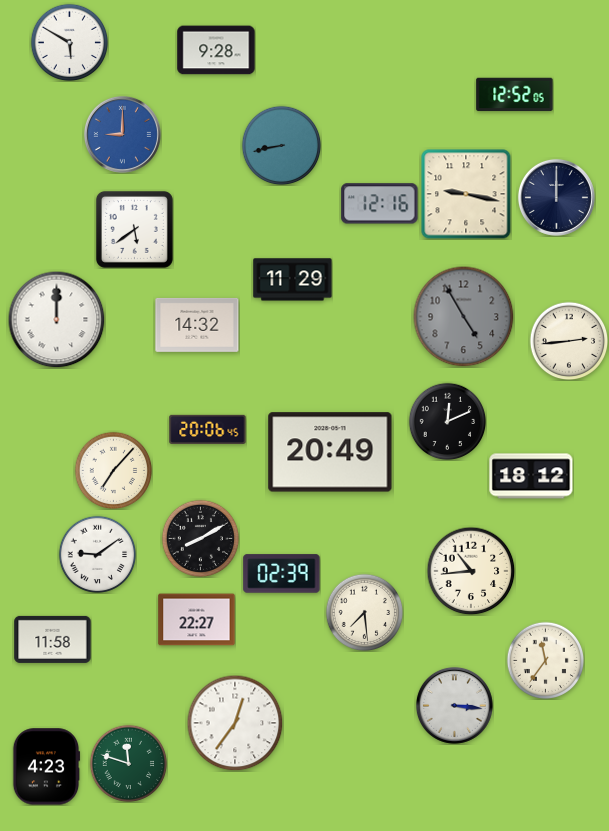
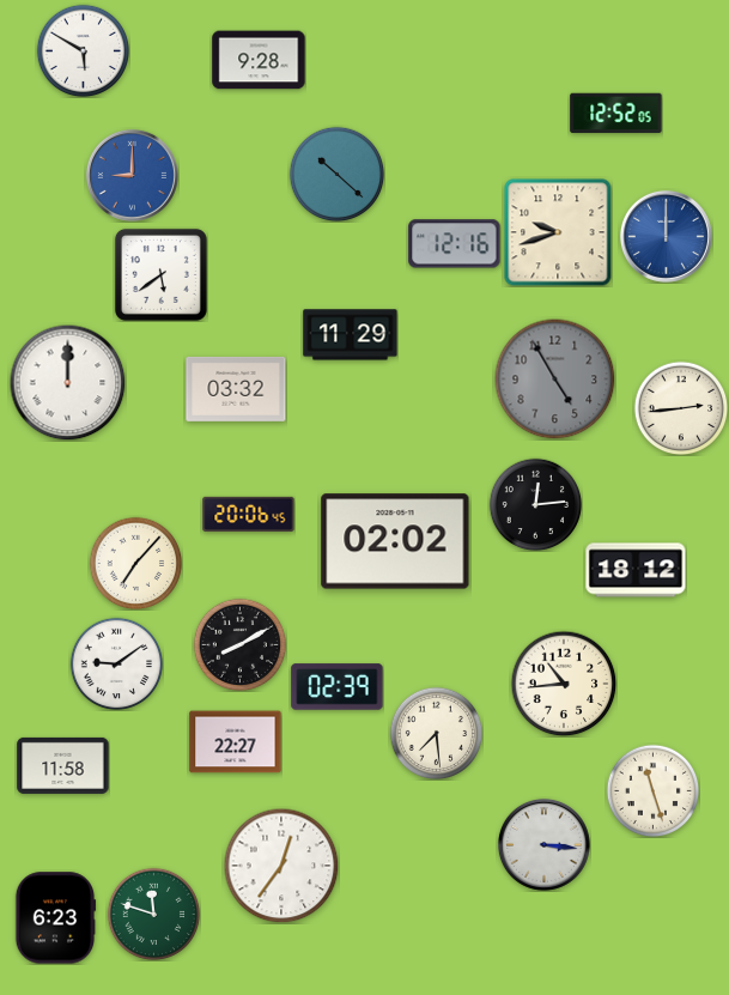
clock at (122, 134) position: (122, 134) -> (132, 175)
clock at (281, 145): 8:43 -> 10:22
clock at (466, 194): 9:17 -> 9:42
clock at (556, 197) dial: navy -> blue
clock at (197, 325): 14:32 -> 03:32
clock at (447, 421): 12:11 -> 12:14
clock at (330, 452): 20:49 -> 02:02
clock at (545, 660): 11:36 -> 11:27
clock at (46, 767): 4:23 -> 6:23
